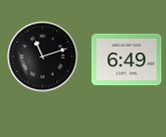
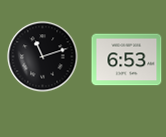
clock at (127, 60): 6:49 -> 6:53
